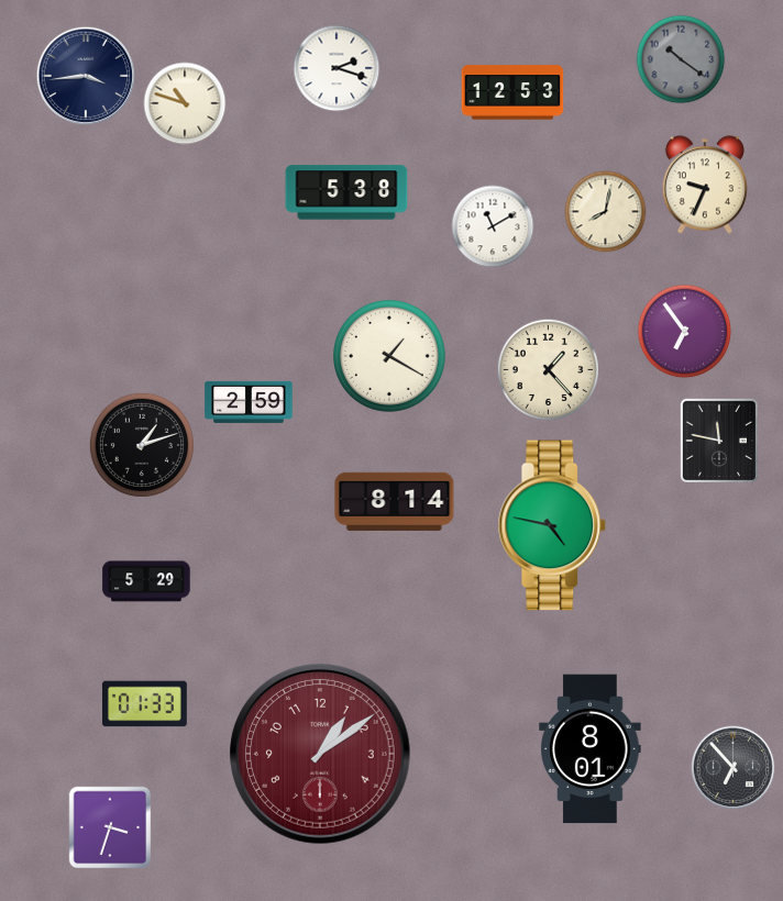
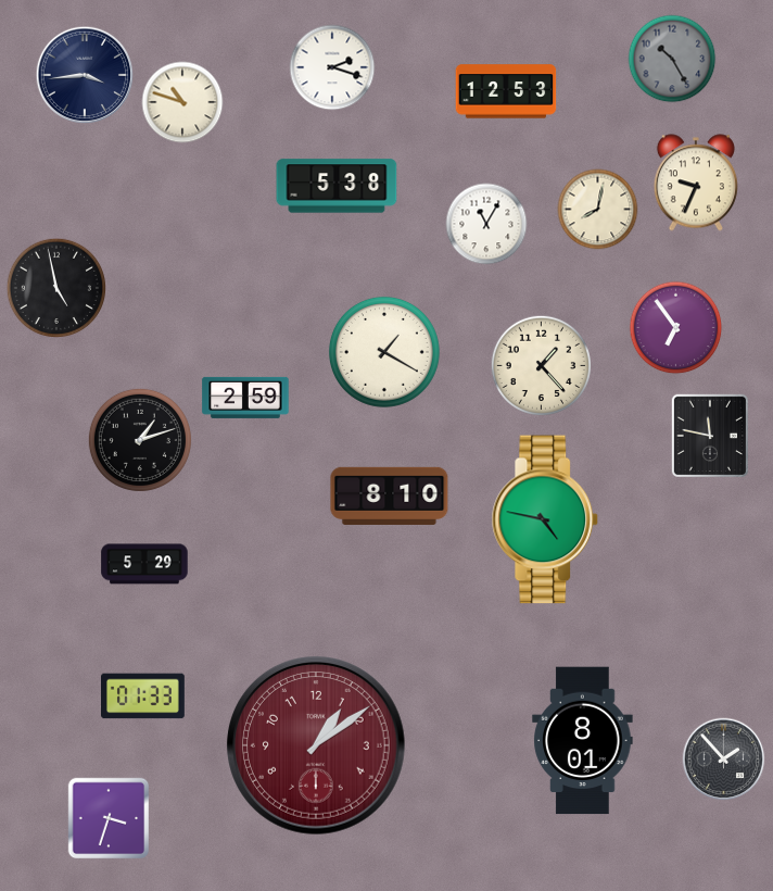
clock at (681, 59): 10:21 -> 10:25
clock at (346, 192) position: (346, 192) -> (337, 186)
clock at (493, 226): 11:10 -> 11:05
clock at (55, 287): none -> 4:58
clock at (395, 501): 8:14 -> 8:10
clock at (146, 581) position: (146, 581) -> (144, 564)
clock at (734, 768): 6:53 -> 1:53
